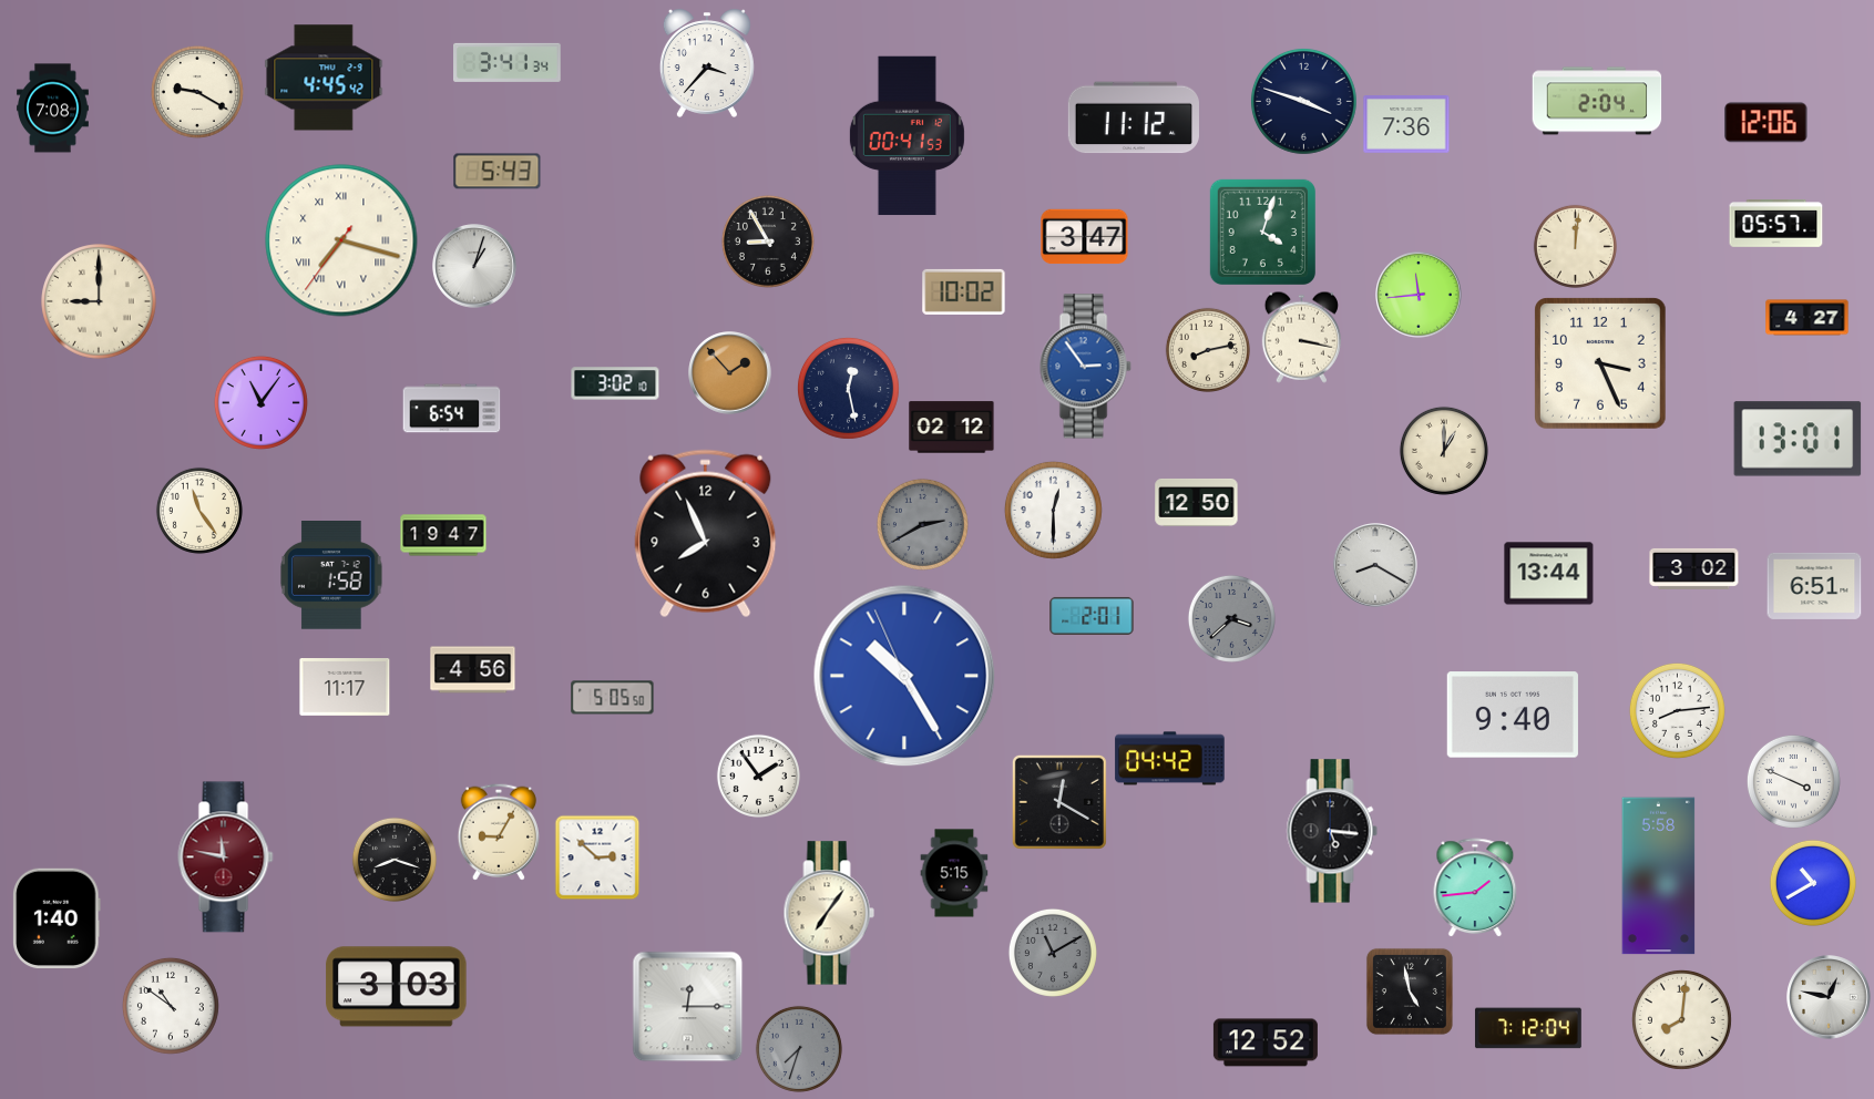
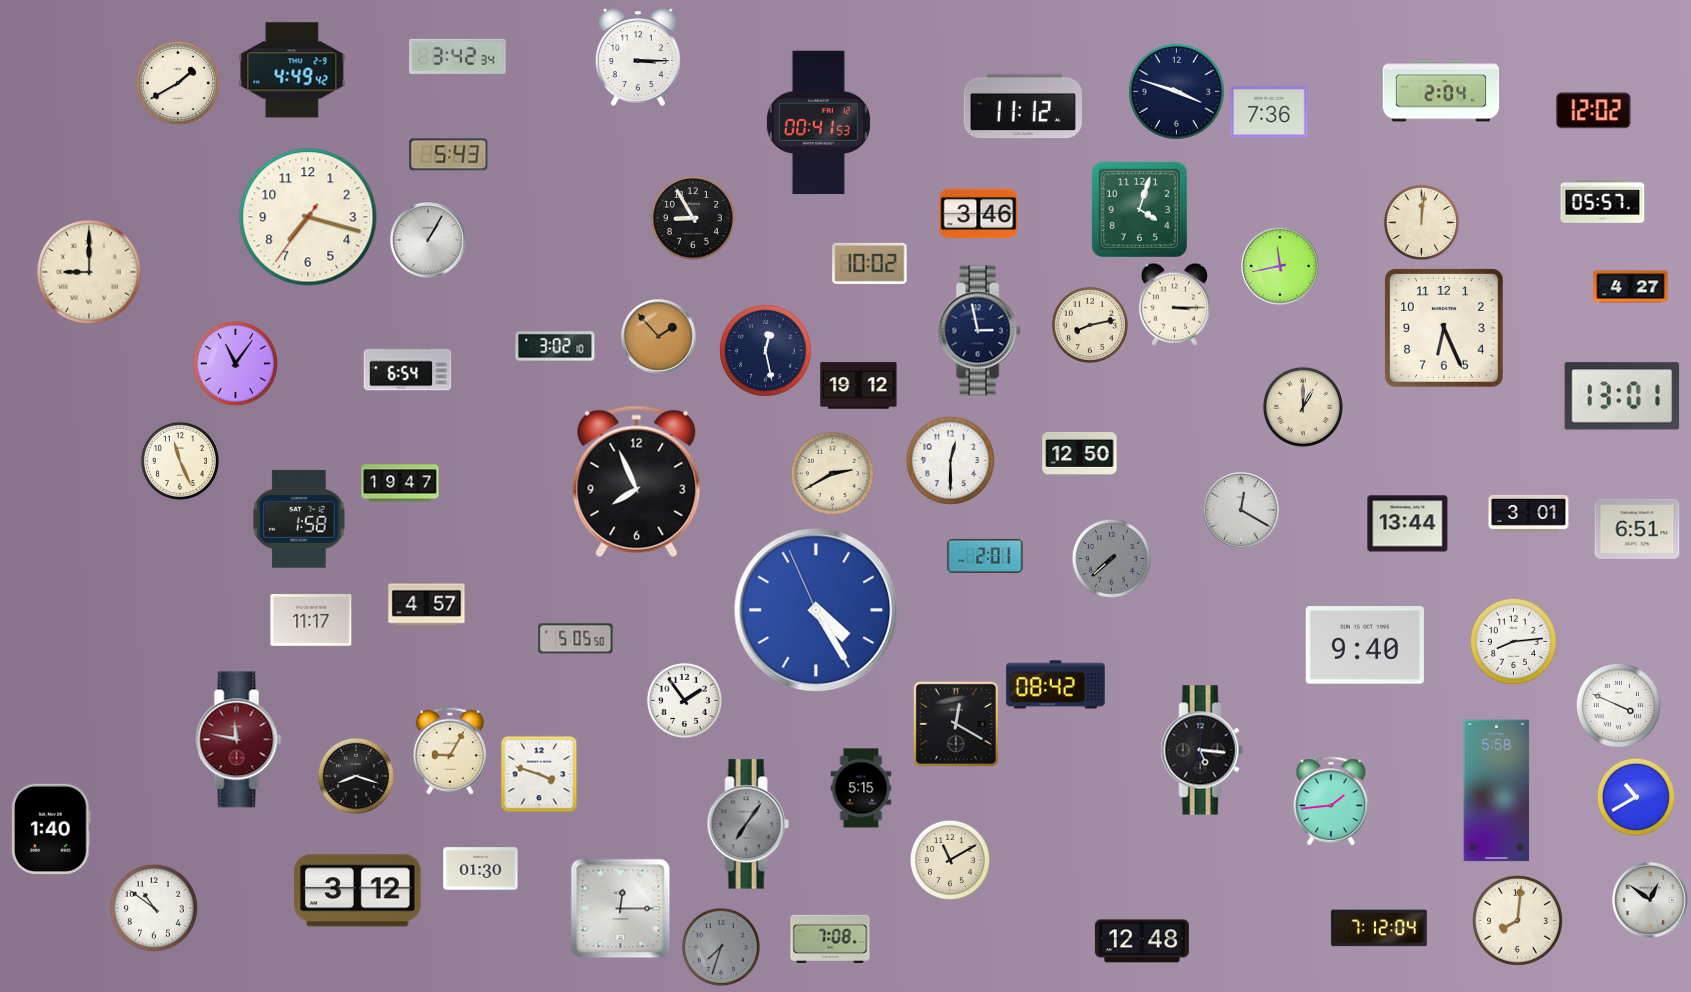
clock at (508, 62): 3:41 -> 3:42
clock at (707, 63): 3:37 -> 3:15
clock at (324, 78): 4:45 -> 4:49
clock at (197, 92): 9:20 -> 1:40
clock at (53, 109): 7:08 -> none
clock at (1767, 123): 12:06 -> 12:02
clock at (1085, 237): 3:47 -> 3:46
clock at (341, 240) numerals: Roman -> Arabic
clock at (474, 266): 1:03 -> 1:05
clock at (1419, 295): 11:44 -> 11:43
clock at (1301, 337): 3:17 -> 3:15
clock at (1208, 350) position: (1208, 350) -> (1090, 325)
clock at (1601, 364): 3:26 -> 6:26
clock at (1085, 367): 2:54 -> 2:58
clock at (1085, 367) dial: blue -> navy
clock at (952, 428): 02:12 -> 19:12
clock at (199, 511): 11:24 -> 11:26
clock at (922, 524) dial: grey -> cream
clock at (1375, 565): 8:20 -> 12:20
clock at (1694, 568): 3:02 -> 3:01
clock at (1549, 574) position: (1549, 574) -> (1408, 524)
clock at (1231, 618): 3:38 -> 7:38
clock at (473, 670): 4:56 -> 4:57
clock at (904, 676): 10:24 -> 4:24
clock at (613, 698) position: (613, 698) -> (576, 639)
clock at (1170, 759): 04:42 -> 08:42
clock at (226, 857) position: (226, 857) -> (239, 740)
clock at (597, 857): 2:52 -> 3:48
clock at (829, 913) dial: cream -> grey
clock at (1053, 953) dial: grey -> cream
clock at (481, 869): none -> 01:30
clock at (397, 987): 3:03 -> 3:12
clock at (1410, 992): 4:58 -> none
clock at (1829, 997): 12:47 -> 12:51
clock at (830, 938): none -> 7:08
clock at (1266, 1042): 12:52 -> 12:48
